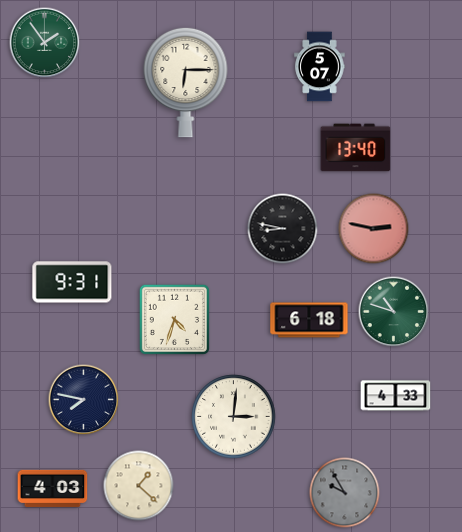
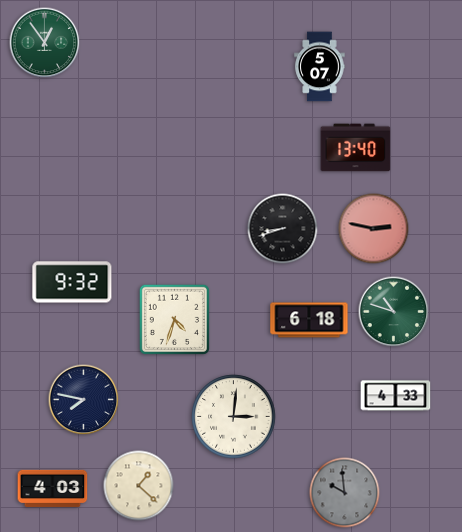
clock at (45, 43): 1:54 -> 12:54
clock at (186, 82): 6:15 -> none
clock at (283, 229): 8:47 -> 8:42
clock at (72, 282): 9:31 -> 9:32
clock at (345, 493): 9:55 -> 9:59
